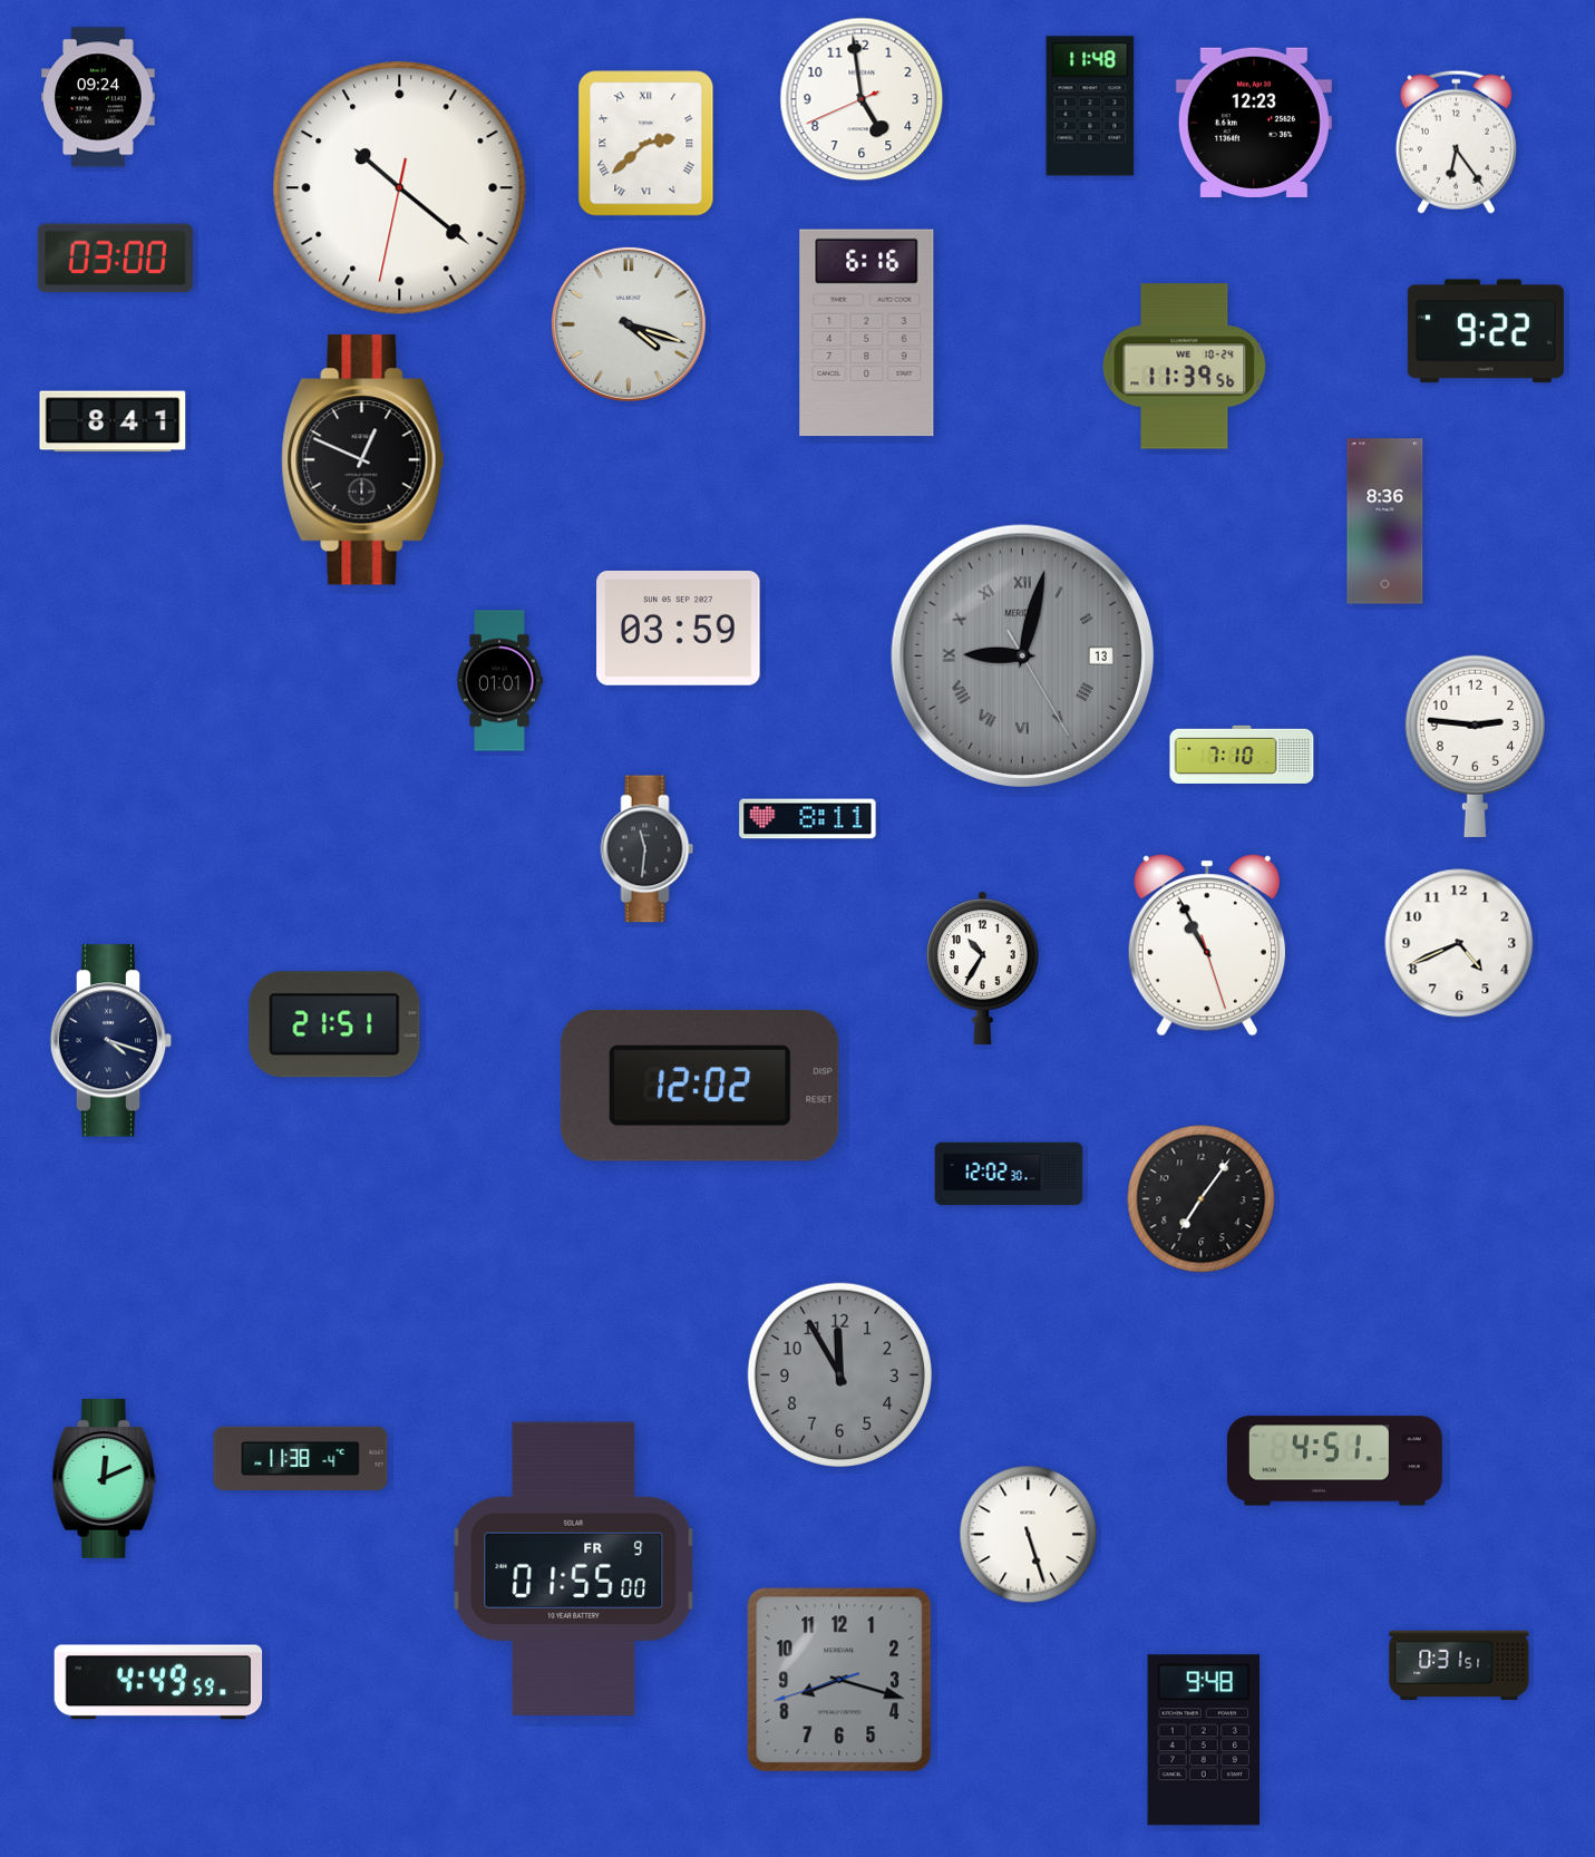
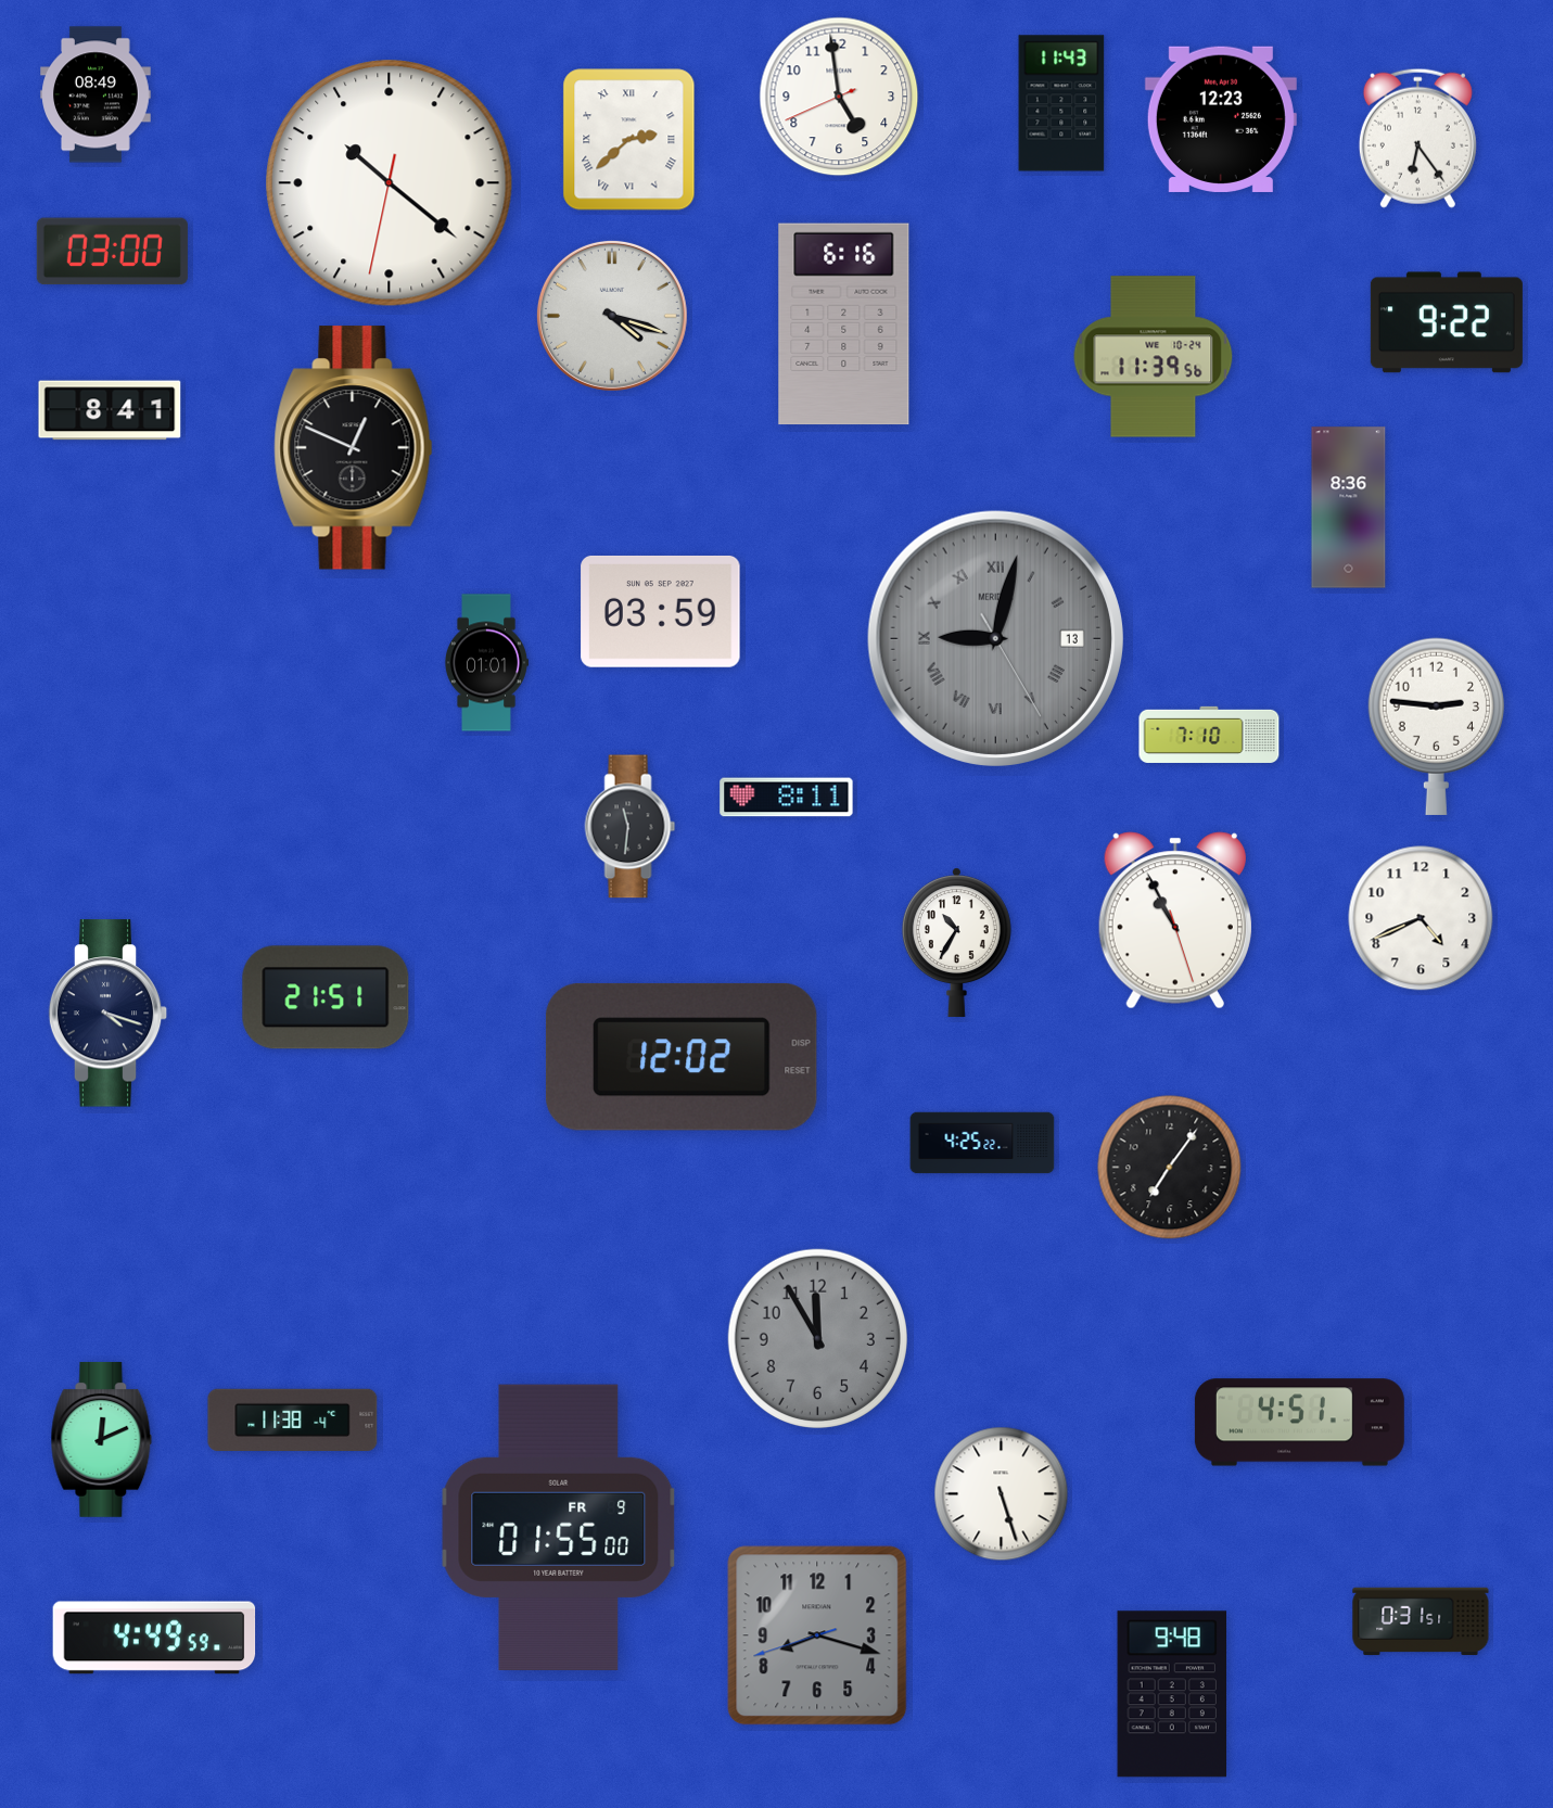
clock at (98, 97): 09:24 -> 08:49
clock at (1090, 106): 11:48 -> 11:43
clock at (1009, 1174): 12:02 -> 4:25
